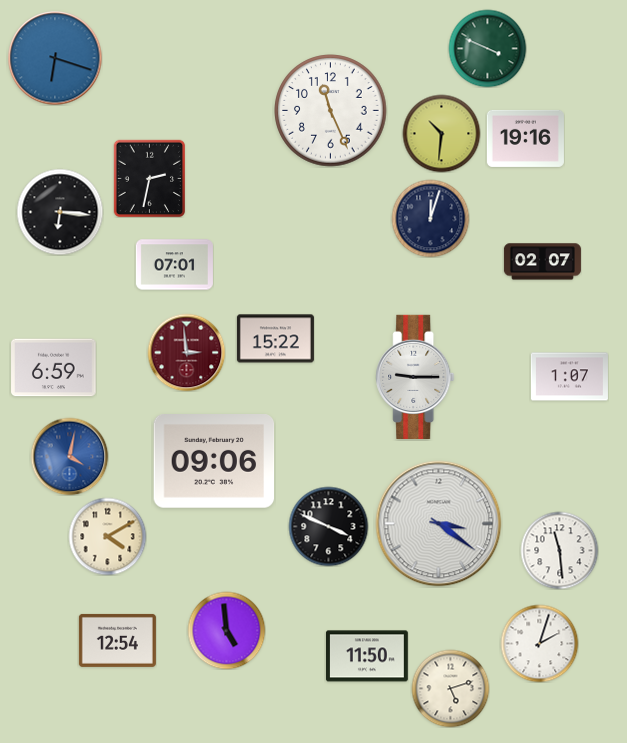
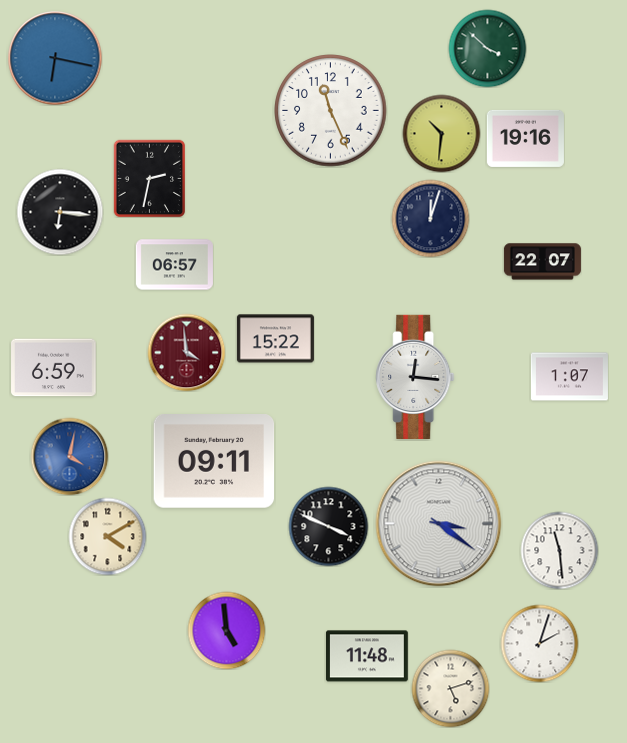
clock at (487, 48): 3:49 -> 3:52
clock at (55, 58): 6:18 -> 6:17
clock at (542, 262): 02:07 -> 22:07
clock at (174, 265): 07:01 -> 06:57
clock at (186, 352): 2:59 -> 3:59
clock at (415, 376): 9:15 -> 12:16
clock at (214, 461): 09:06 -> 09:11
clock at (117, 640): 12:54 -> none
clock at (367, 656): 11:50 -> 11:48
